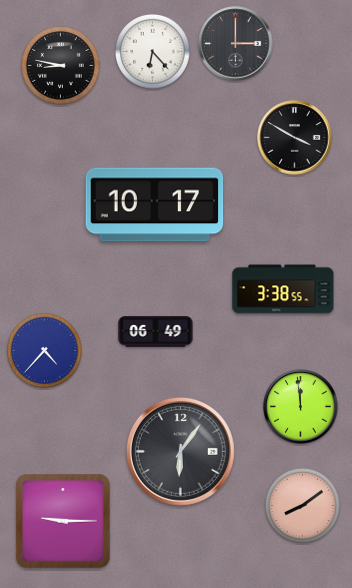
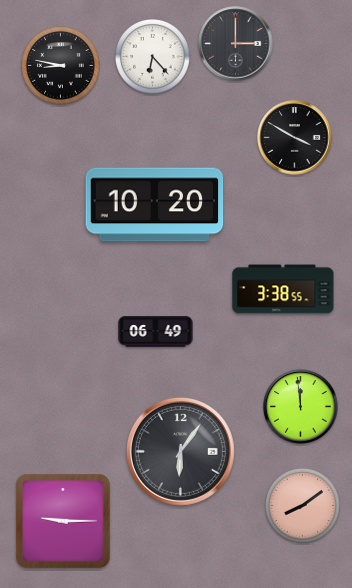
clock at (152, 51) position: (152, 51) -> (152, 56)
clock at (155, 205): 10:17 -> 10:20
clock at (44, 350): 4:37 -> none
